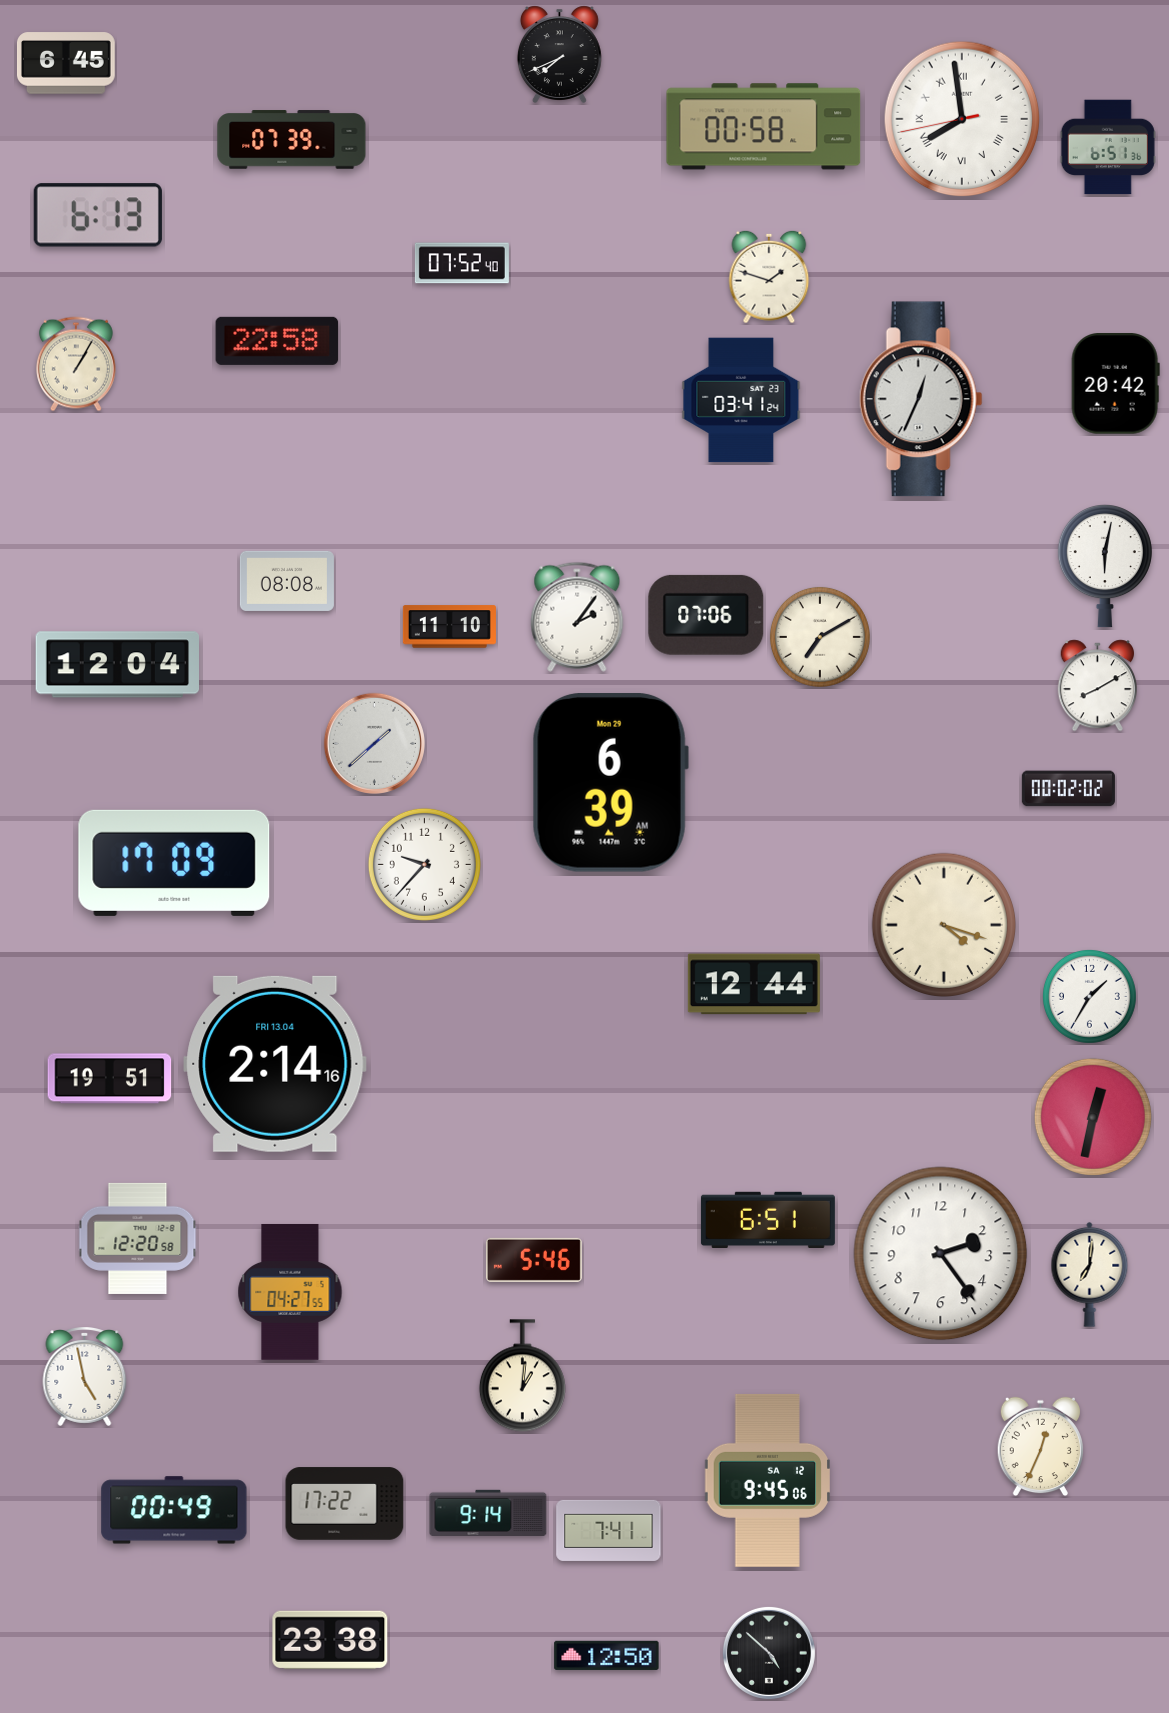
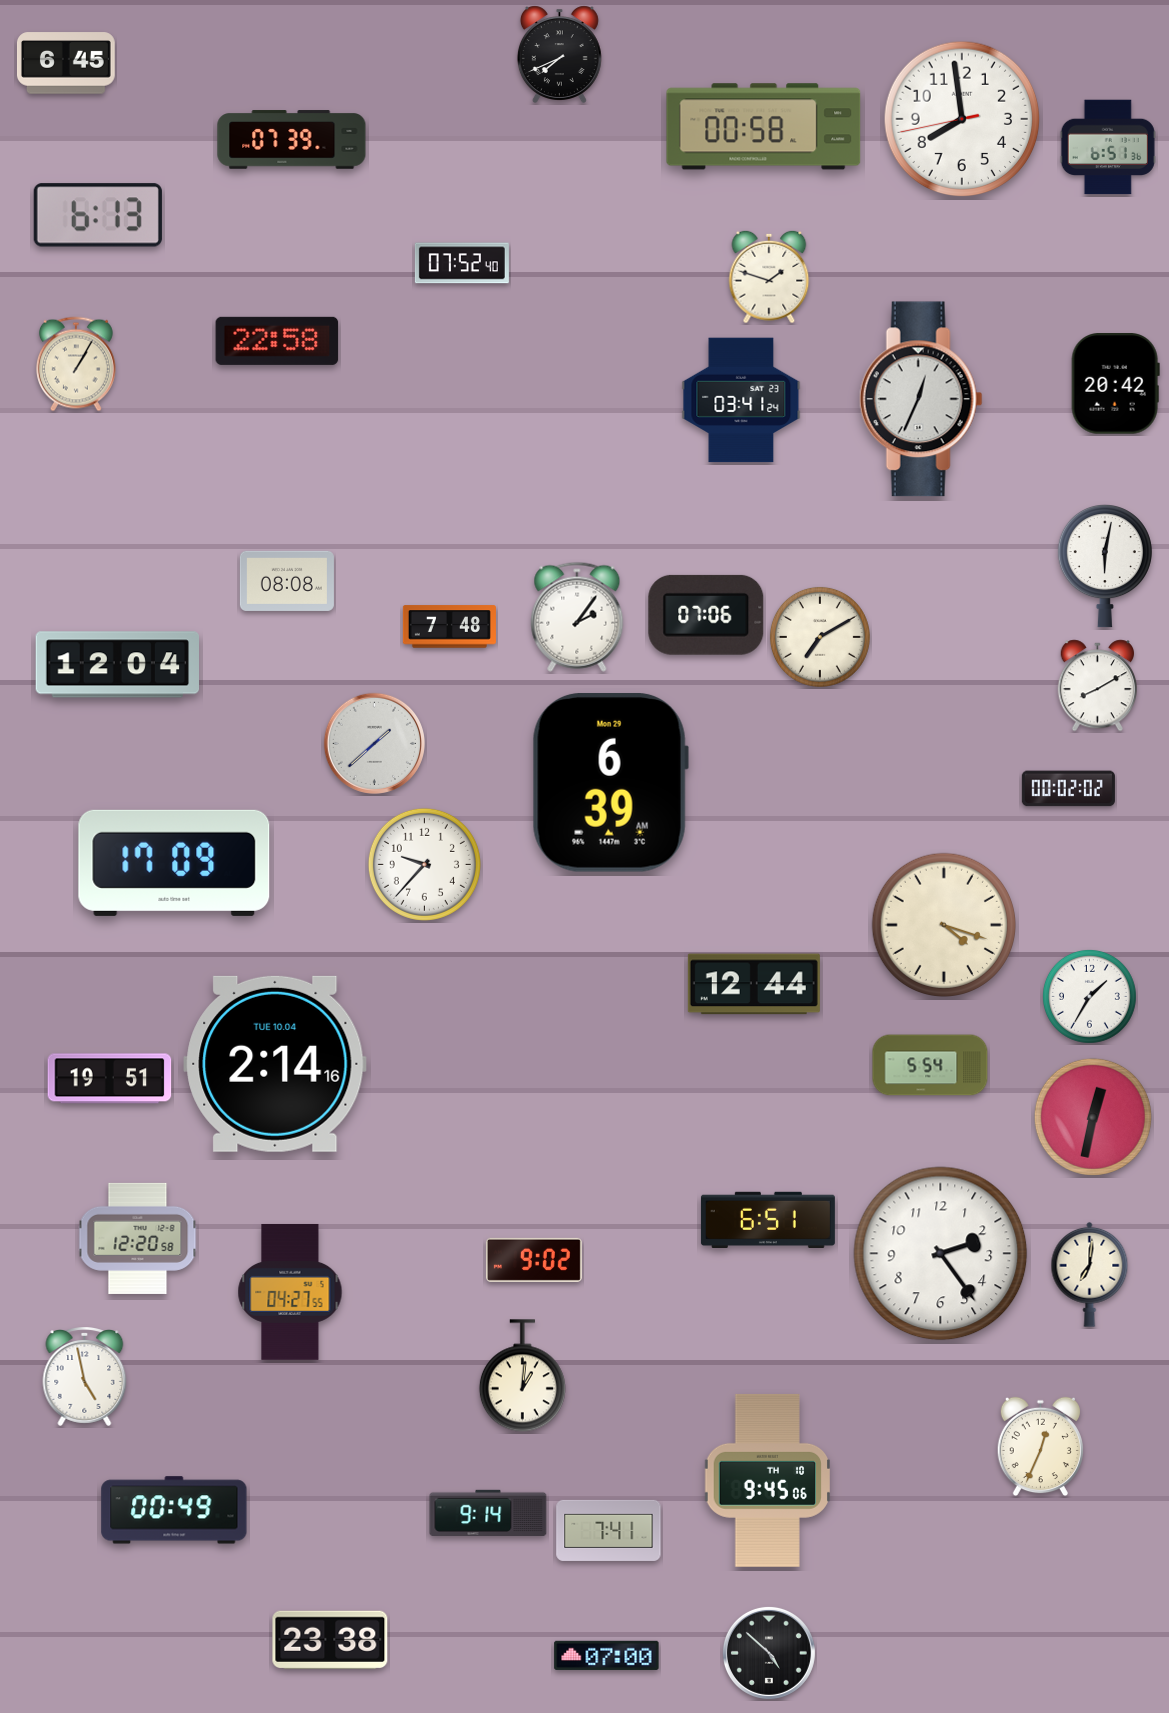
clock at (962, 119) numerals: Roman -> Arabic
clock at (449, 627): 11:10 -> 7:48
clock at (275, 1064) date: FRI 13.04 -> TUE 10.04
clock at (930, 1065): none -> 5:54
clock at (534, 1260): 5:46 -> 9:02
clock at (767, 1480) date: SA 12 -> TH 10
clock at (345, 1504): 17:22 -> none
clock at (607, 1655): 12:50 -> 07:00
